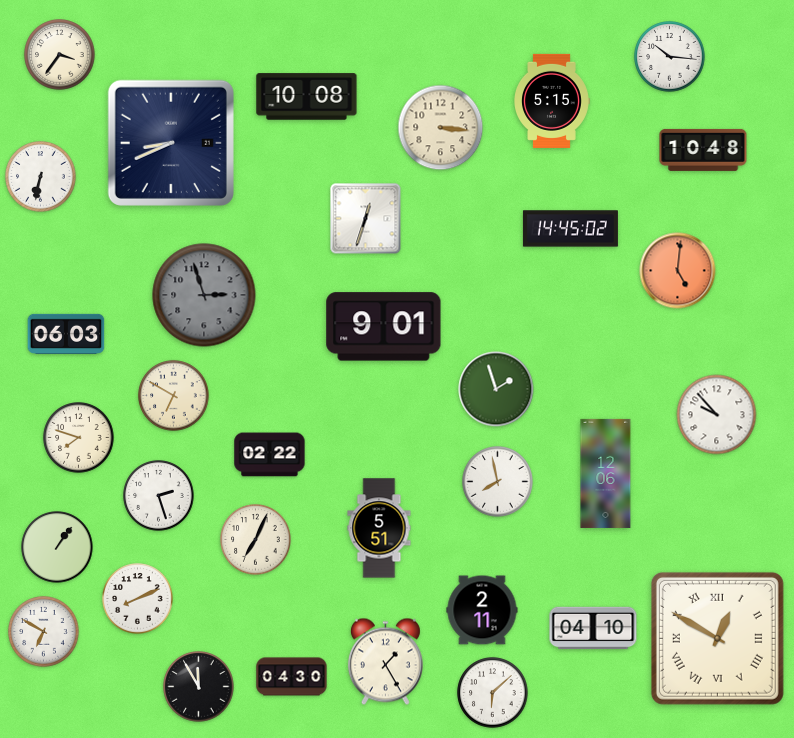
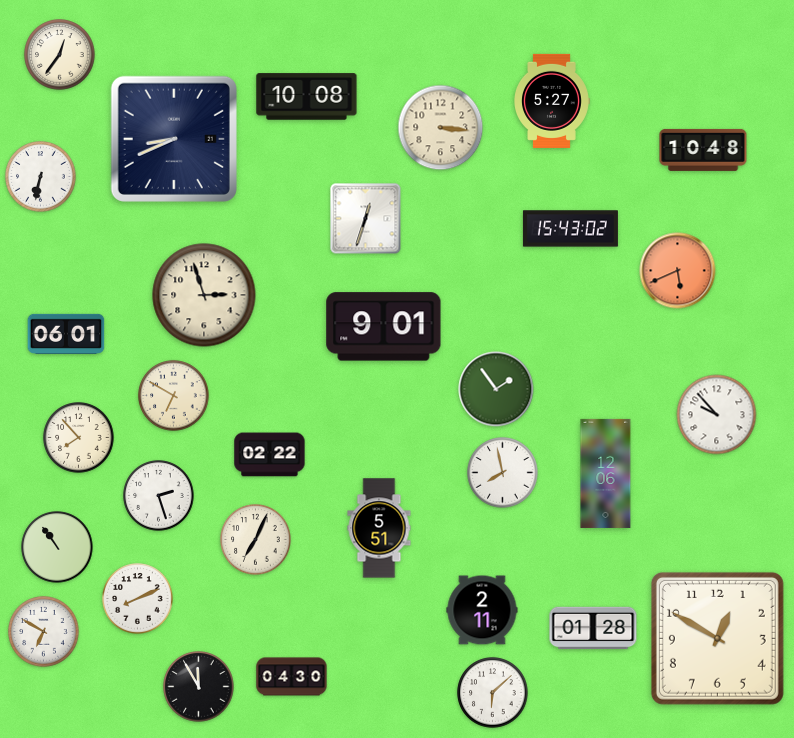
clock at (60, 55): 3:36 -> 12:36
clock at (670, 57): 10:16 -> none
clock at (552, 101): 5:15 -> 5:27
clock at (171, 143) position: (171, 143) -> (174, 139)
clock at (570, 229): 14:45 -> 15:43
clock at (678, 271): 5:01 -> 5:41
clock at (204, 295) dial: grey -> cream
clock at (66, 334): 06:03 -> 06:01
clock at (496, 389): 1:57 -> 1:54
clock at (79, 438): 7:48 -> 7:53
clock at (498, 482) position: (498, 482) -> (503, 473)
clock at (57, 547): 1:06 -> 10:54
clock at (593, 628): 04:10 -> 01:28
clock at (717, 638) numerals: Roman -> Arabic
clock at (385, 662): 1:25 -> none
